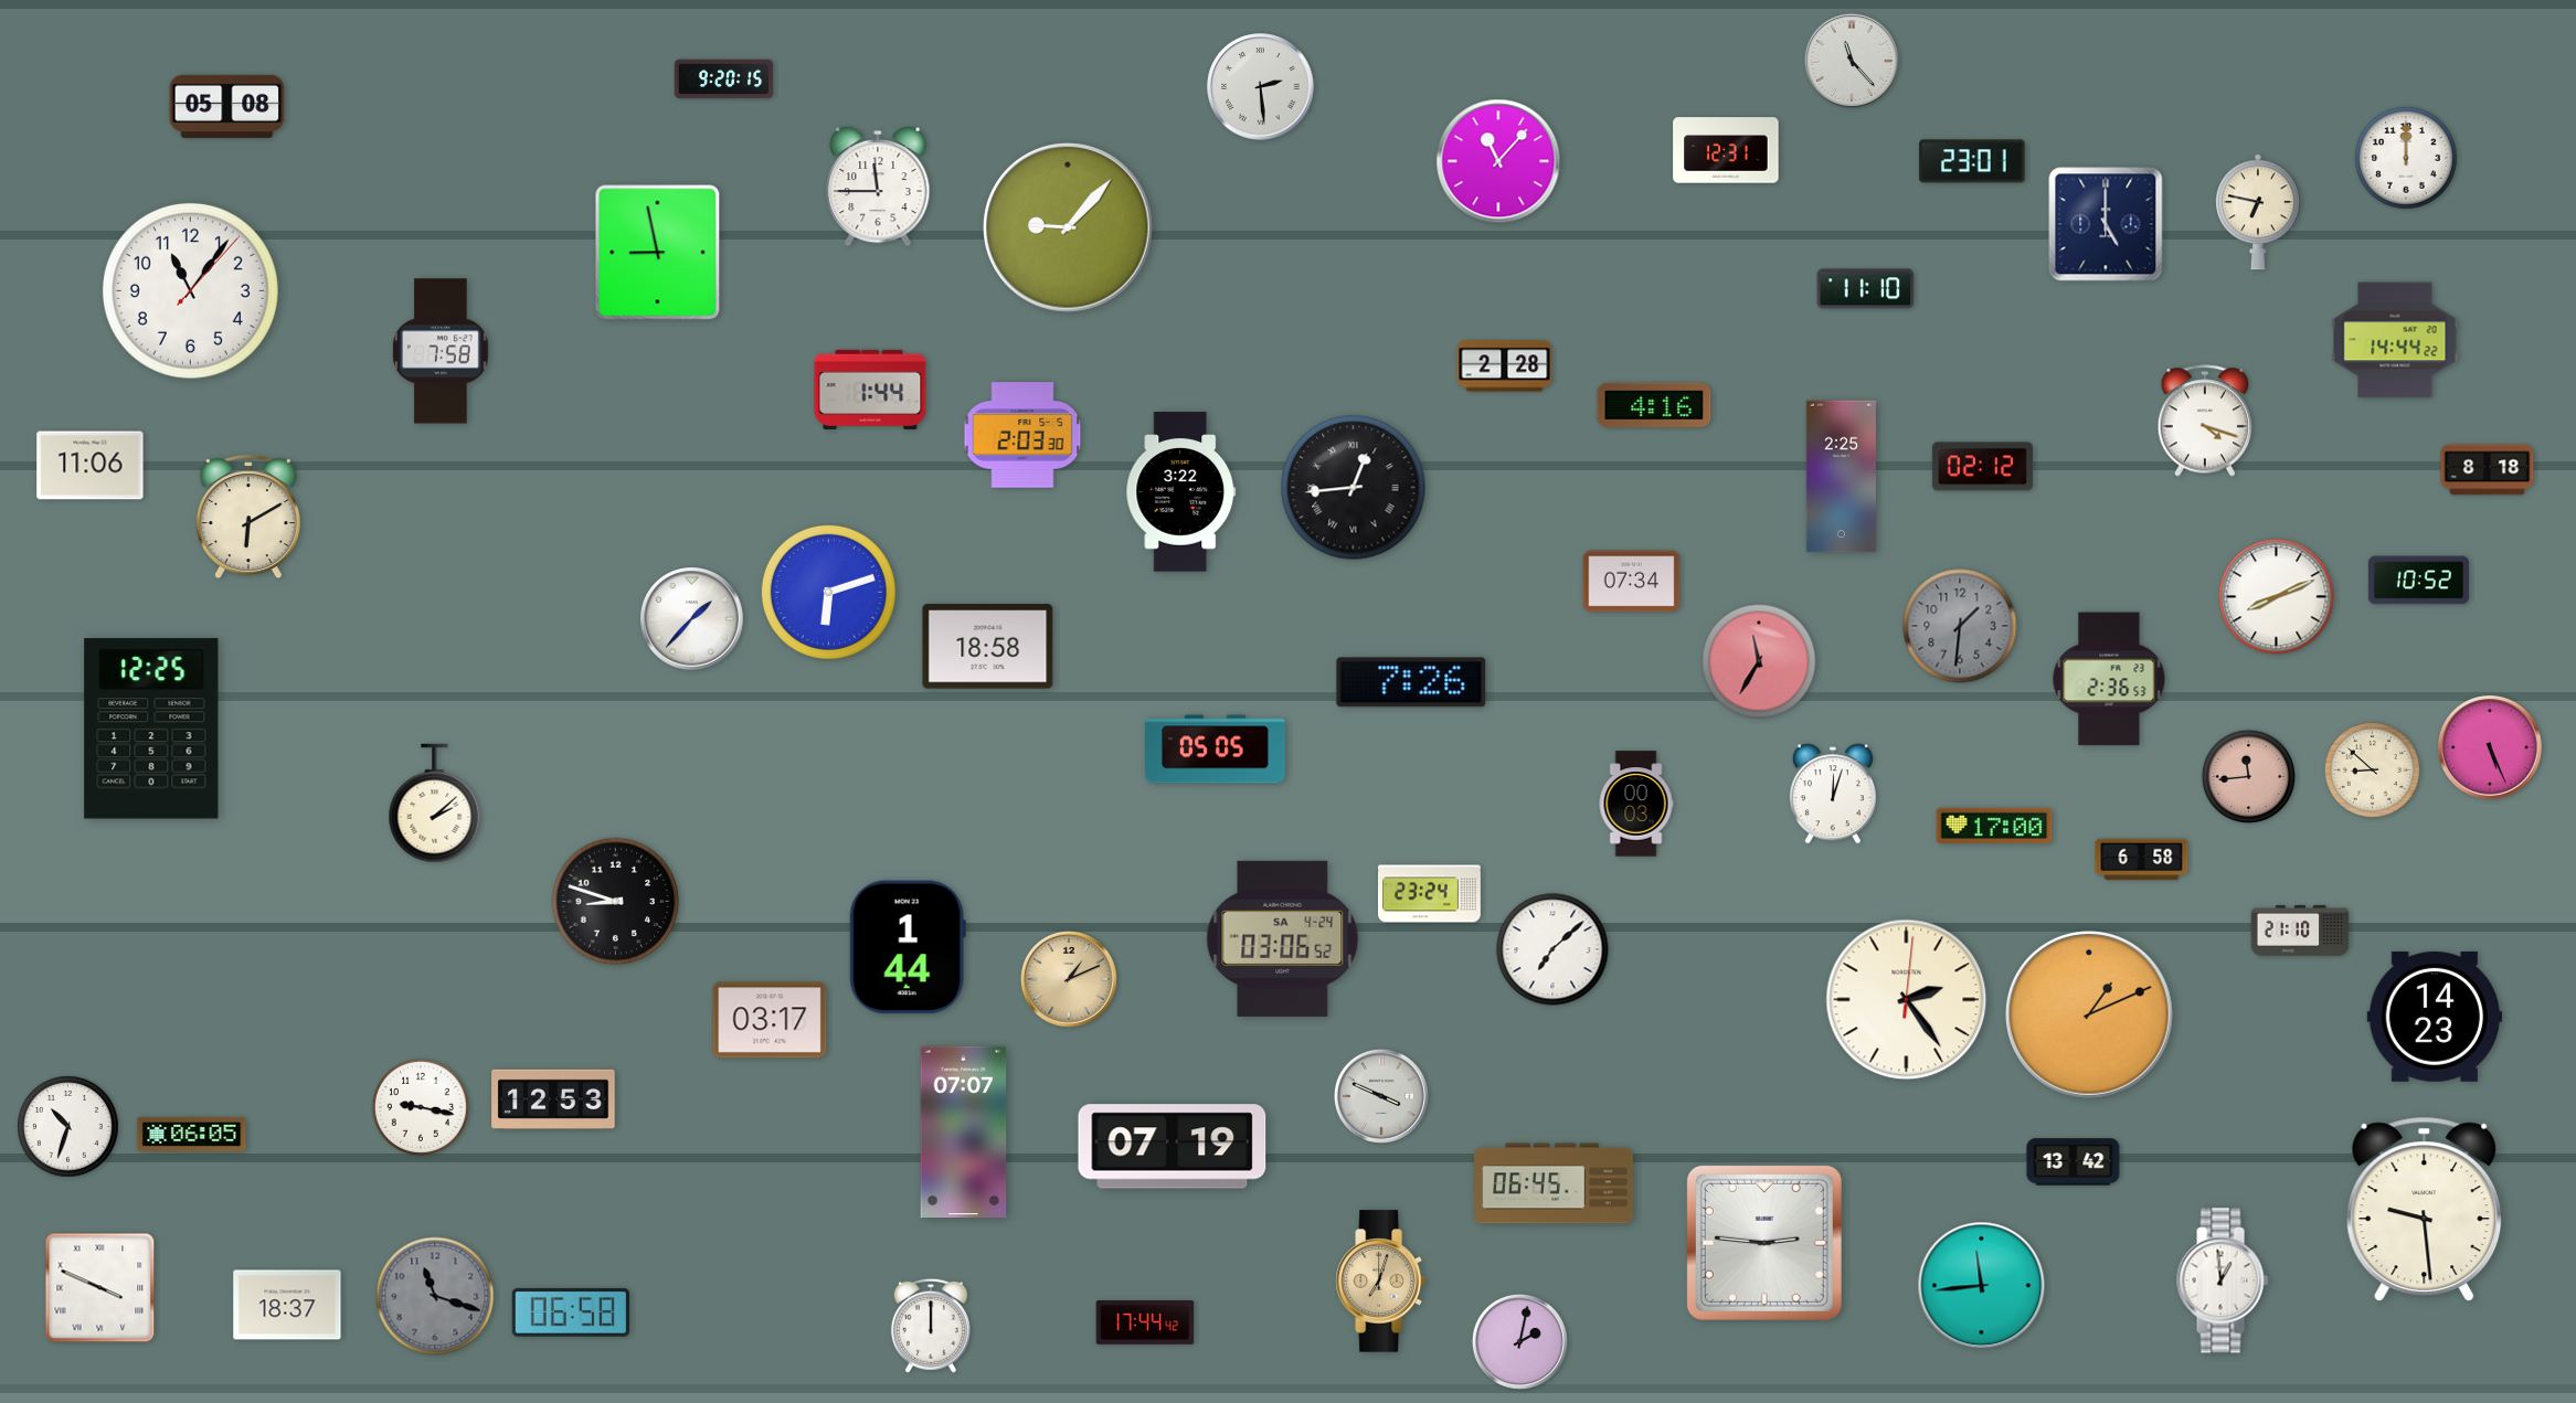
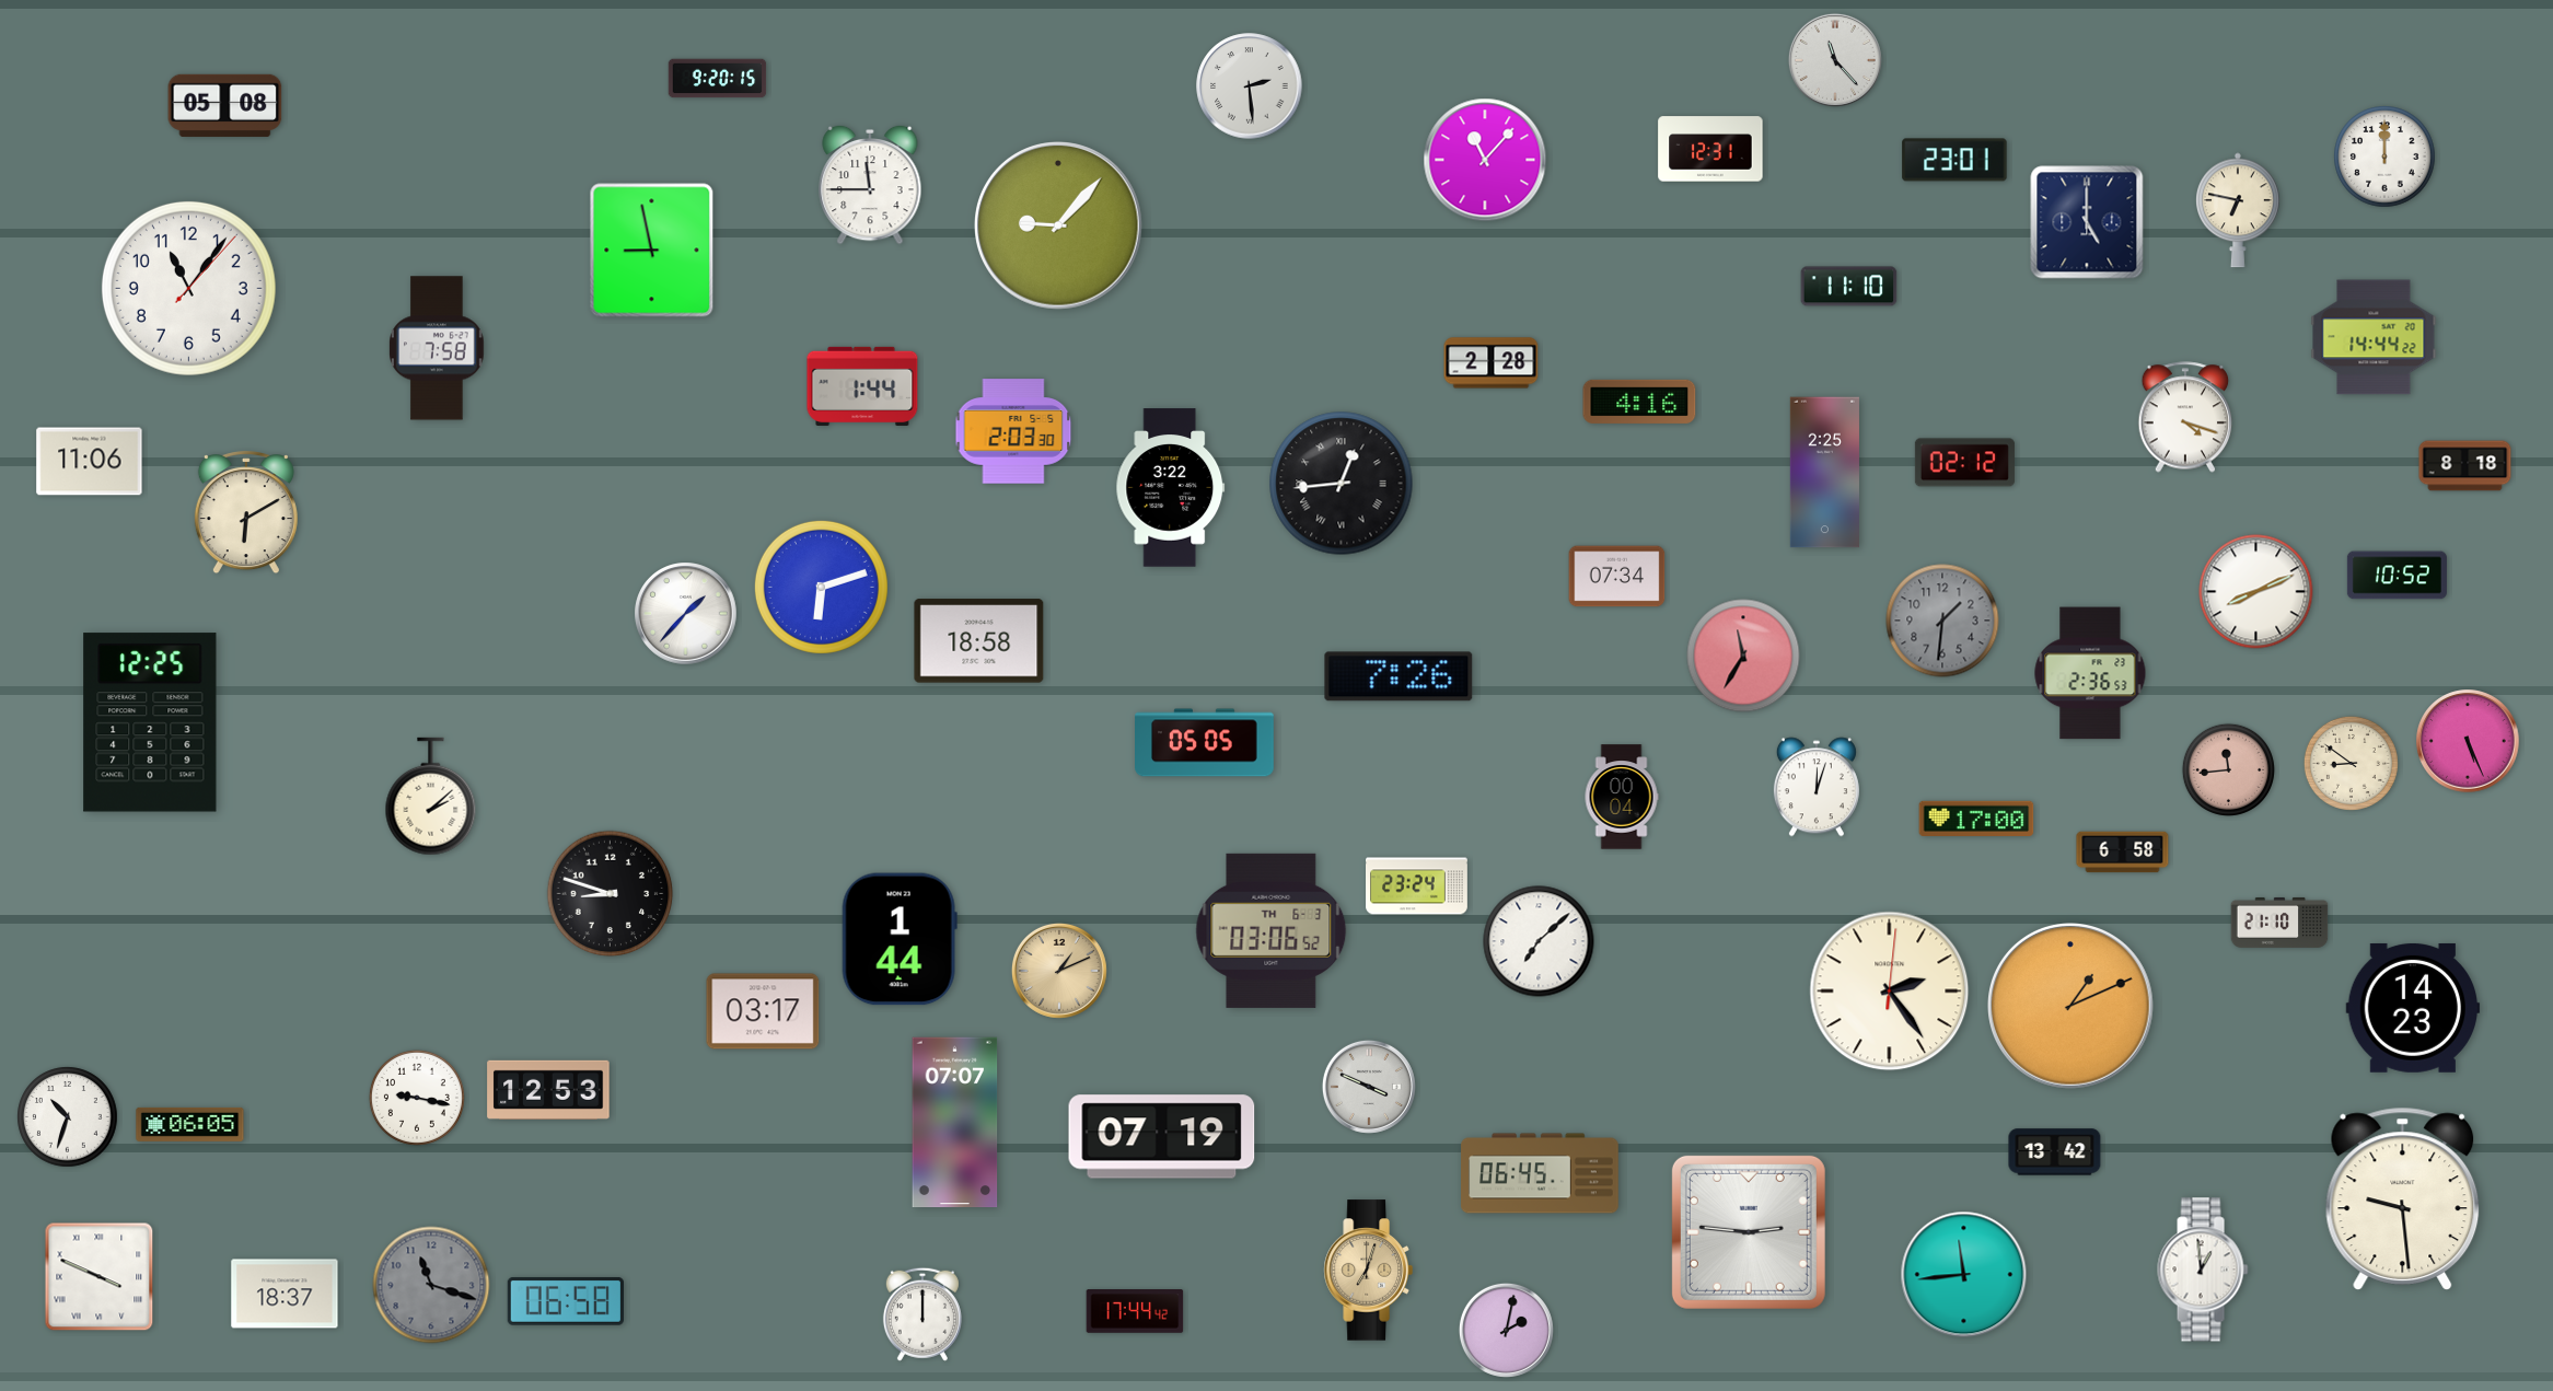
clock at (2372, 769): 8:52 -> 8:51
clock at (1636, 804): 00:03 -> 00:04
clock at (1283, 938) date: SA 4-24 -> TH 6-3
